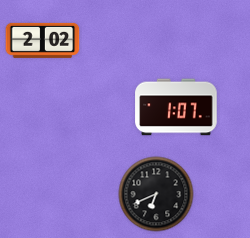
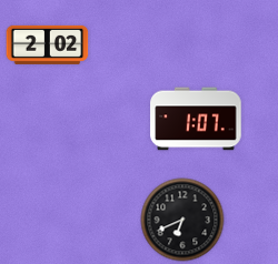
clock at (156, 194) position: (156, 194) -> (182, 220)
